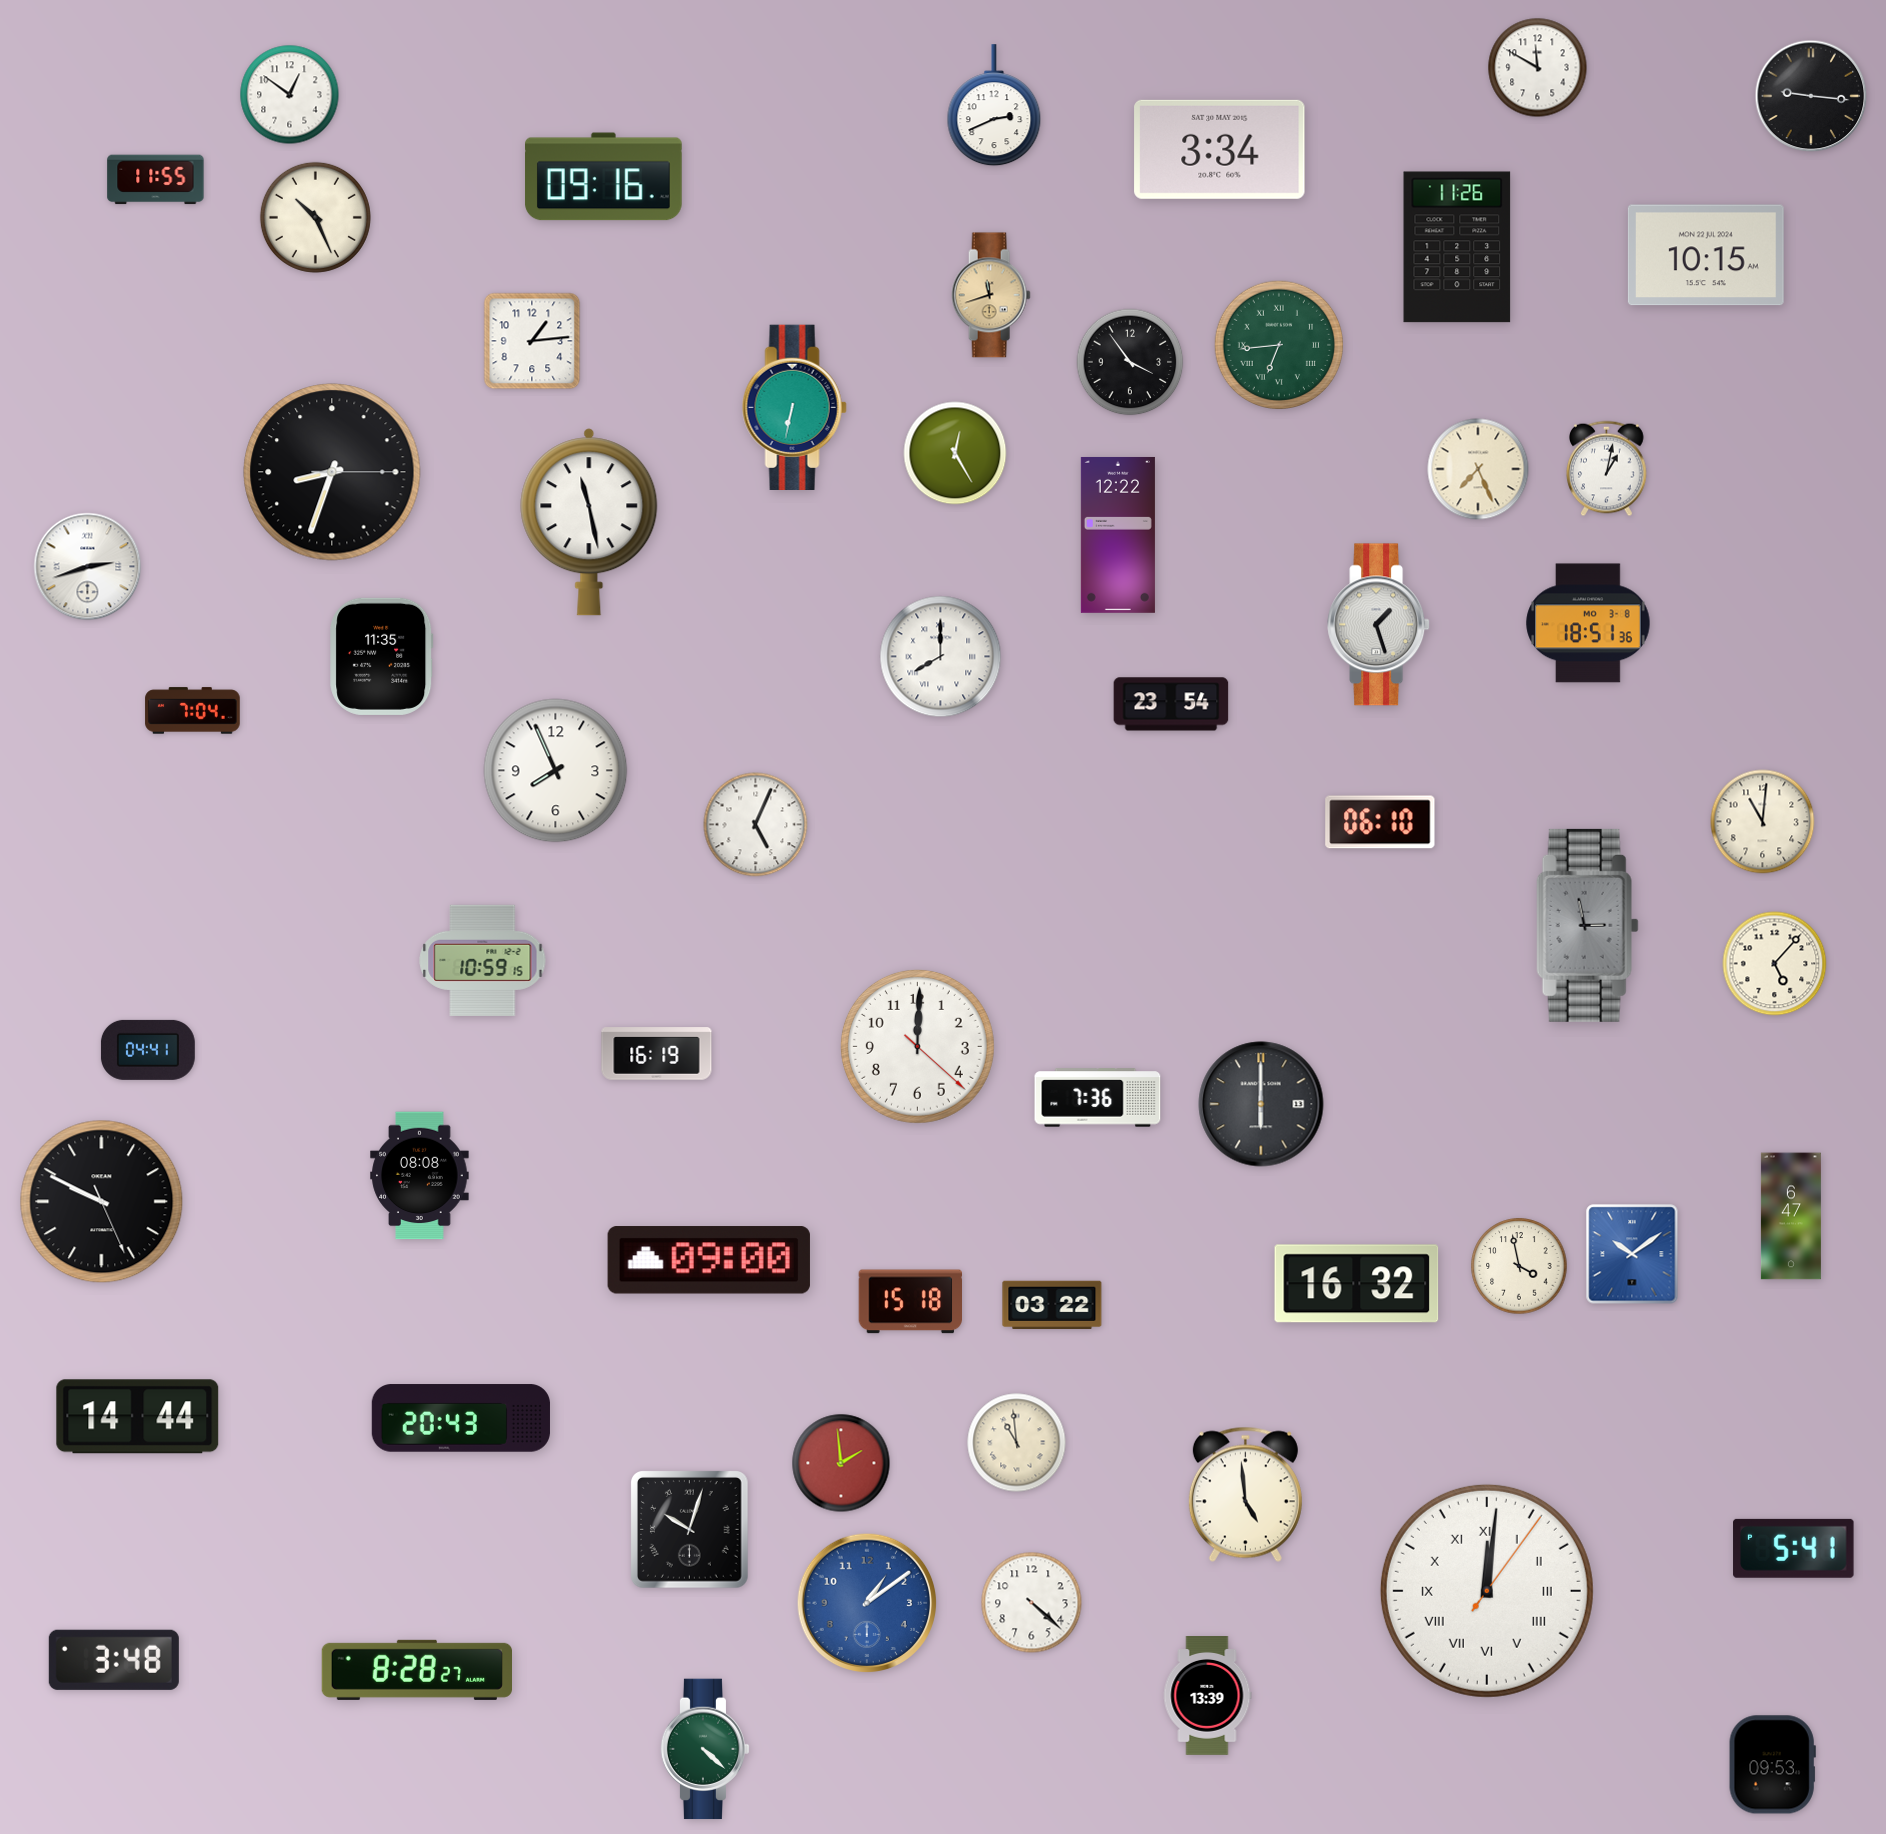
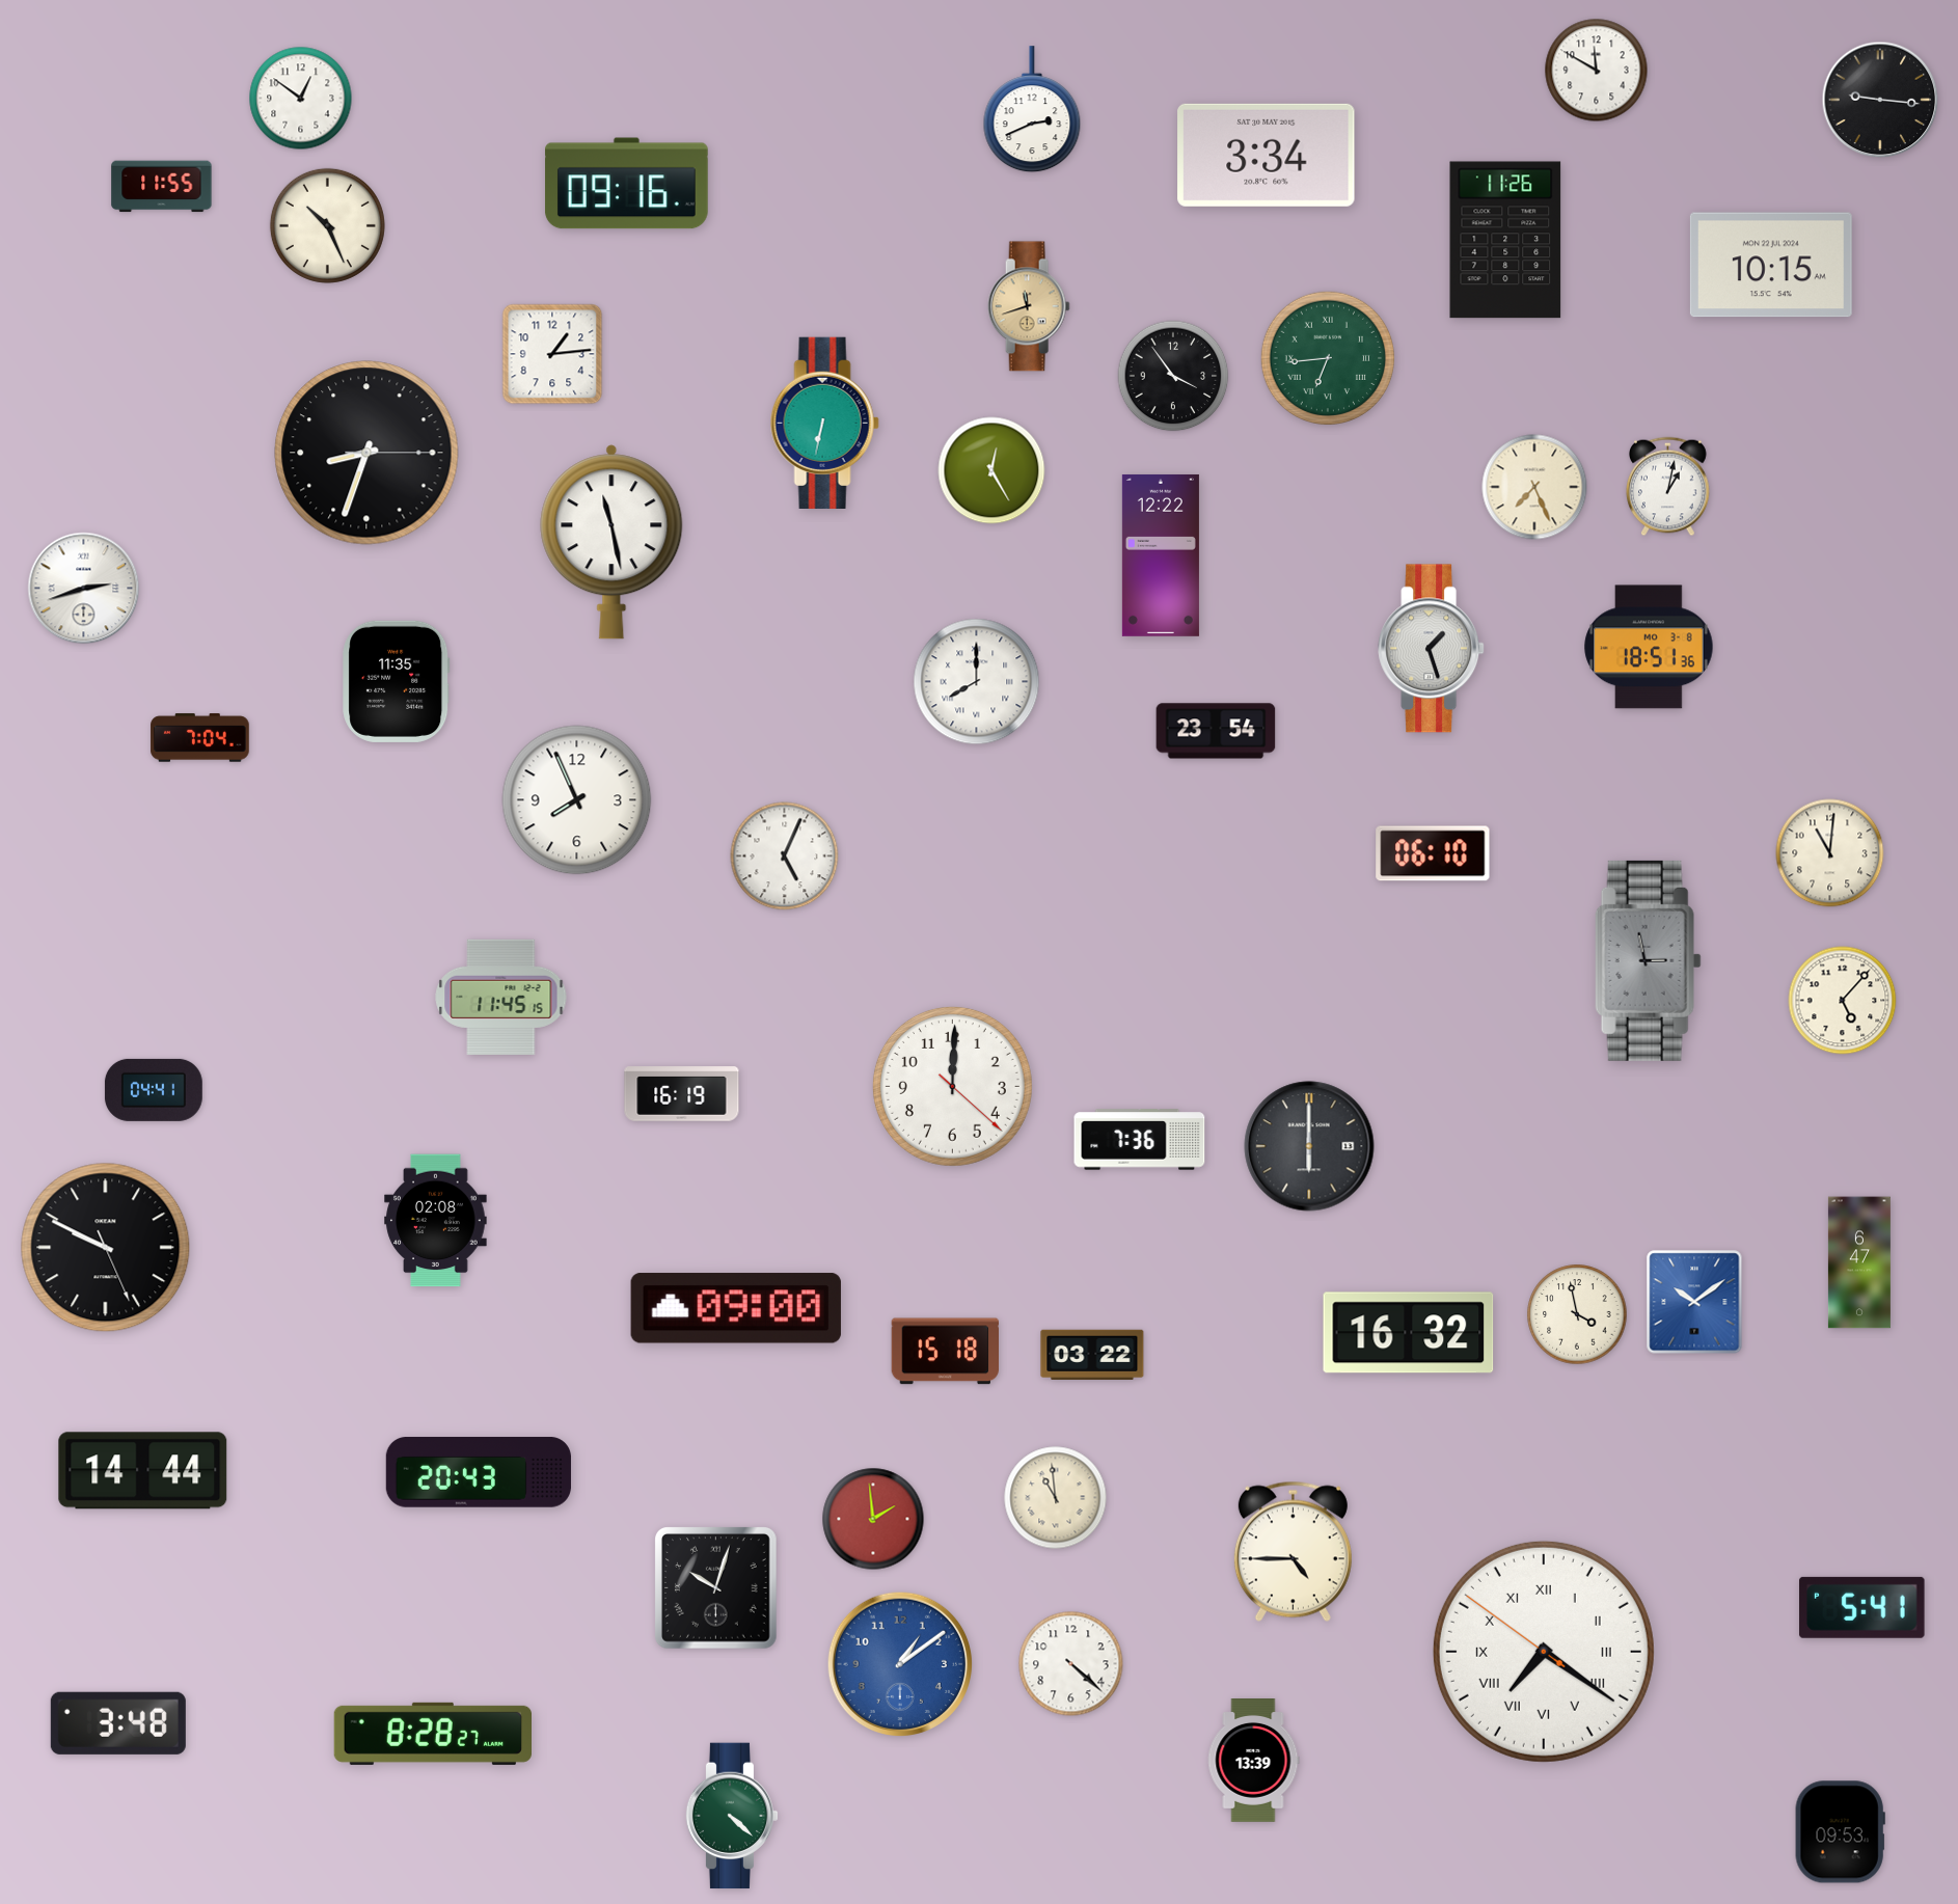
clock at (1457, 247) position: (1457, 247) -> (1505, 240)
clock at (332, 472) position: (332, 472) -> (366, 453)
clock at (88, 567) position: (88, 567) -> (84, 589)
clock at (483, 960): 10:59 -> 11:45
clock at (420, 1176): 08:08 -> 02:08
clock at (1245, 1494): 4:59 -> 4:45
clock at (1487, 1591): 12:01 -> 7:20
